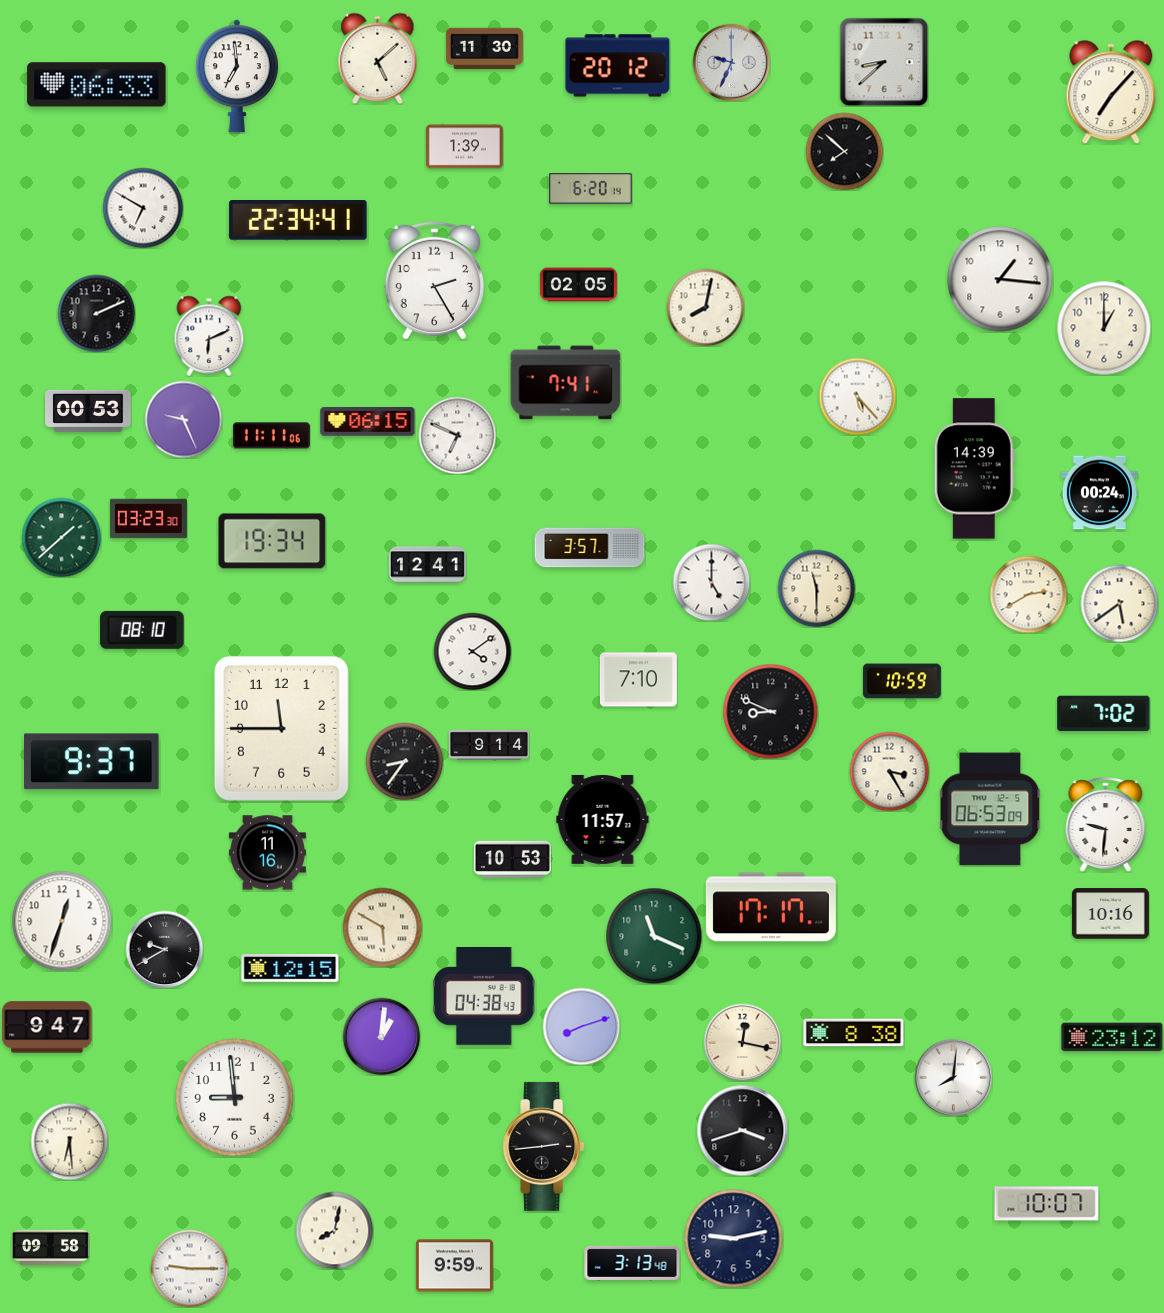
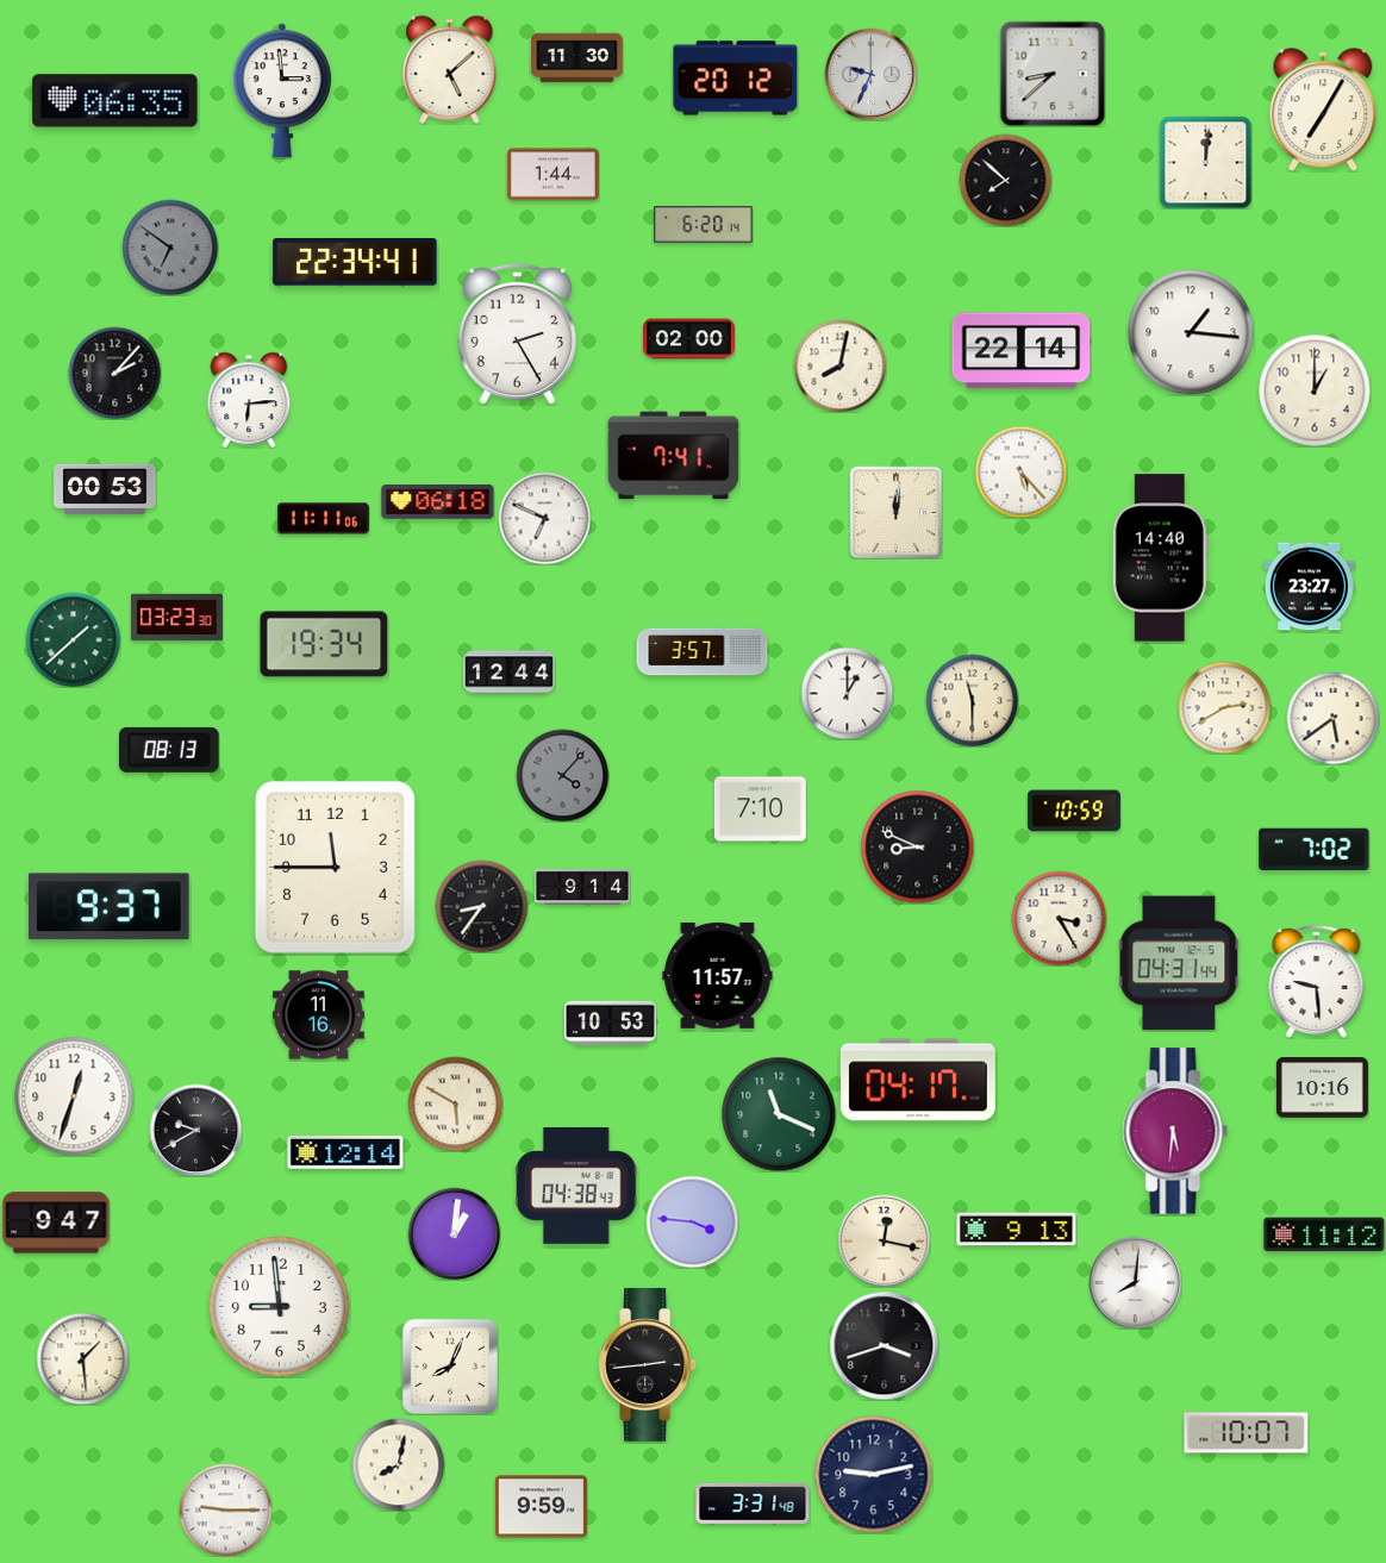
clock at (237, 76): 6:59 -> 2:59
clock at (97, 85): 06:33 -> 06:35
clock at (1111, 92): 7:07 -> 7:05
clock at (1205, 162): none -> 12:01
clock at (464, 147): 1:39 -> 1:44
clock at (143, 208): 6:50 -> 6:51
clock at (143, 208) dial: white -> grey
clock at (578, 285): 02:05 -> 02:00
clock at (1022, 351): none -> 22:14
clock at (96, 313): 2:11 -> 2:07
clock at (209, 336): 6:11 -> 6:14
clock at (183, 419): 9:26 -> none
clock at (368, 422): 06:15 -> 06:18
clock at (895, 512): none -> 12:01
clock at (974, 469): 14:39 -> 14:40
clock at (1099, 493): 00:24 -> 23:27
clock at (427, 565): 12:41 -> 12:44
clock at (711, 582): 5:00 -> 1:00
clock at (143, 630): 08:10 -> 08:13
clock at (472, 651): 4:09 -> 4:07
clock at (472, 651) dial: white -> grey
clock at (990, 809): 06:53 -> 04:31
clock at (1106, 825): 9:31 -> 9:29
clock at (771, 907): 17:17 -> 04:17
clock at (1175, 1131): none -> 5:31
clock at (290, 969): 12:15 -> 12:14
clock at (581, 1026): 8:12 -> 3:46
clock at (854, 1033): 8:38 -> 9:13
clock at (1112, 1037): 23:12 -> 11:12
clock at (69, 1141): 6:29 -> 1:29
clock at (449, 1365): none -> 8:04
clock at (50, 1247): 09:58 -> none
clock at (632, 1263): 3:13 -> 3:31
